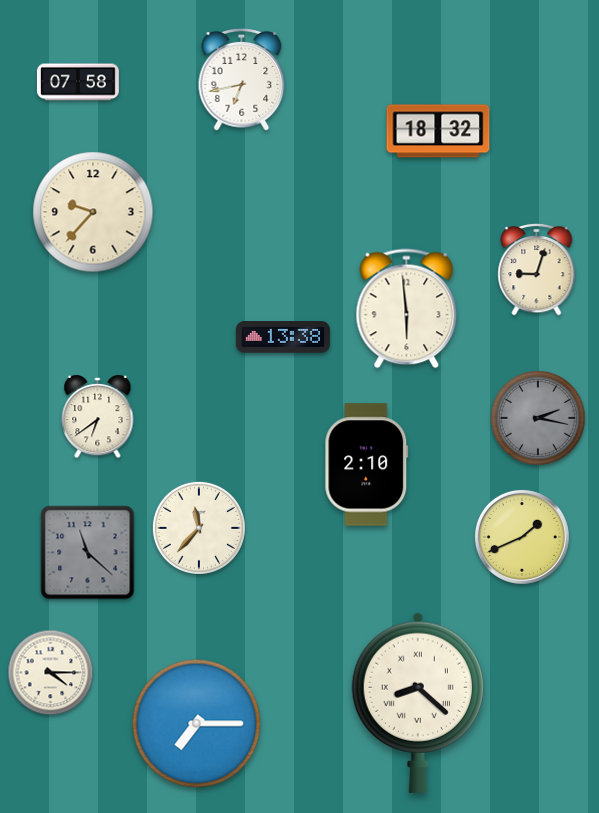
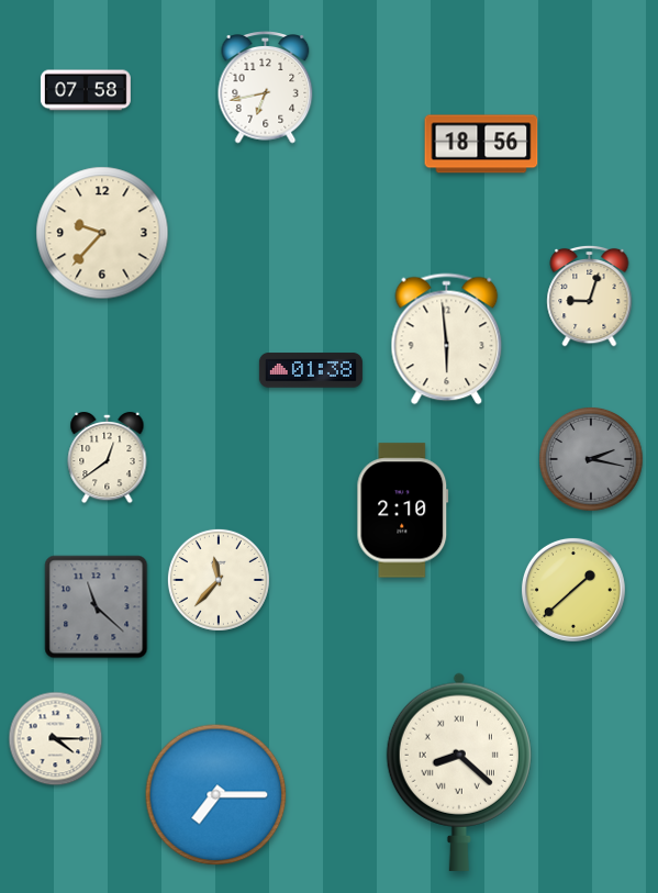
clock at (438, 131): 18:32 -> 18:56
clock at (283, 337): 13:38 -> 01:38
clock at (98, 417): 6:39 -> 12:39
clock at (522, 537): 1:41 -> 1:38
